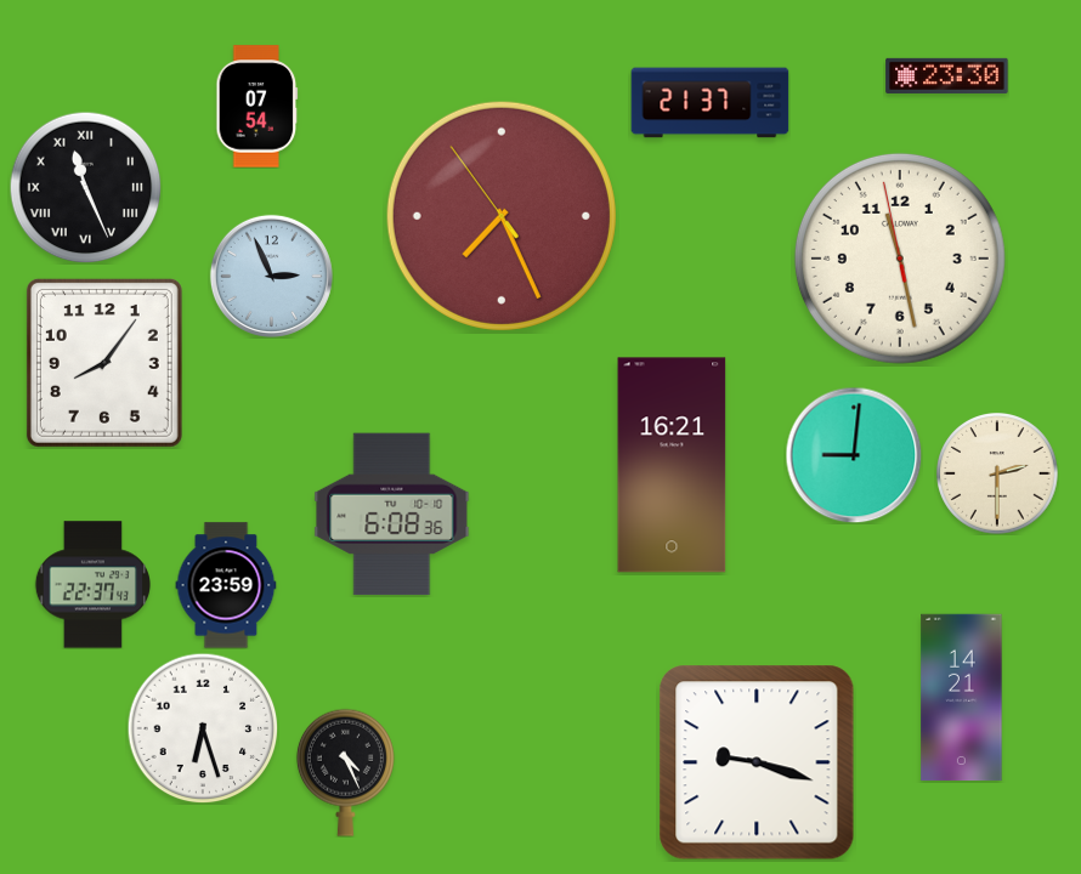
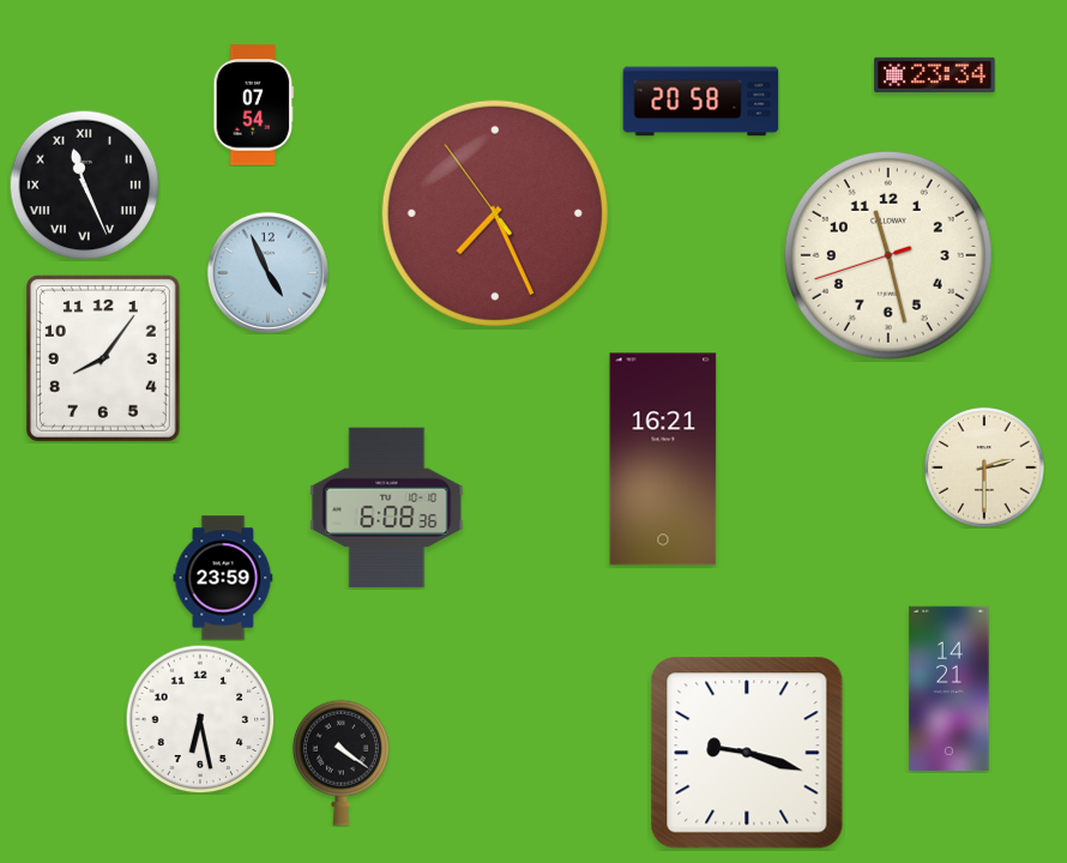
clock at (947, 75): 23:30 -> 23:34
clock at (711, 103): 21:37 -> 20:58
clock at (900, 259): 11:27:58 -> 11:27:42
clock at (271, 276): 2:56 -> 4:56
clock at (854, 455): 9:01 -> none
clock at (92, 585): 22:37 -> none
clock at (203, 728): 6:27 -> 6:28
clock at (345, 772): 4:26 -> 4:21
